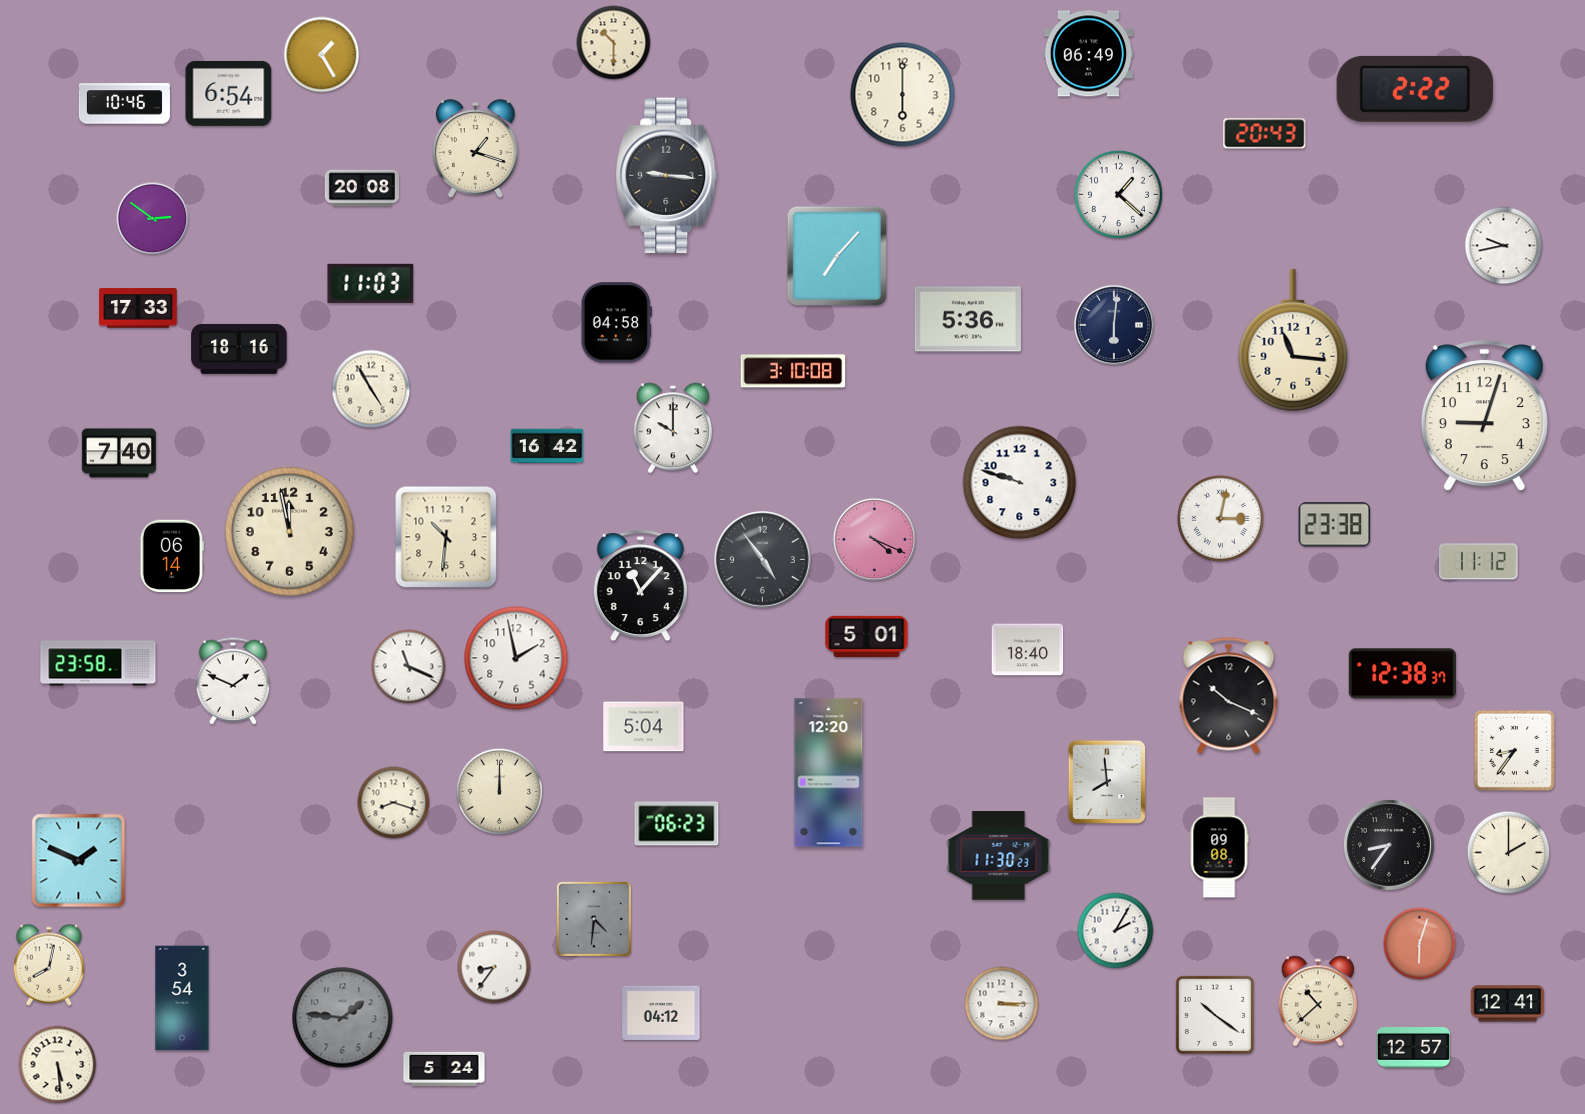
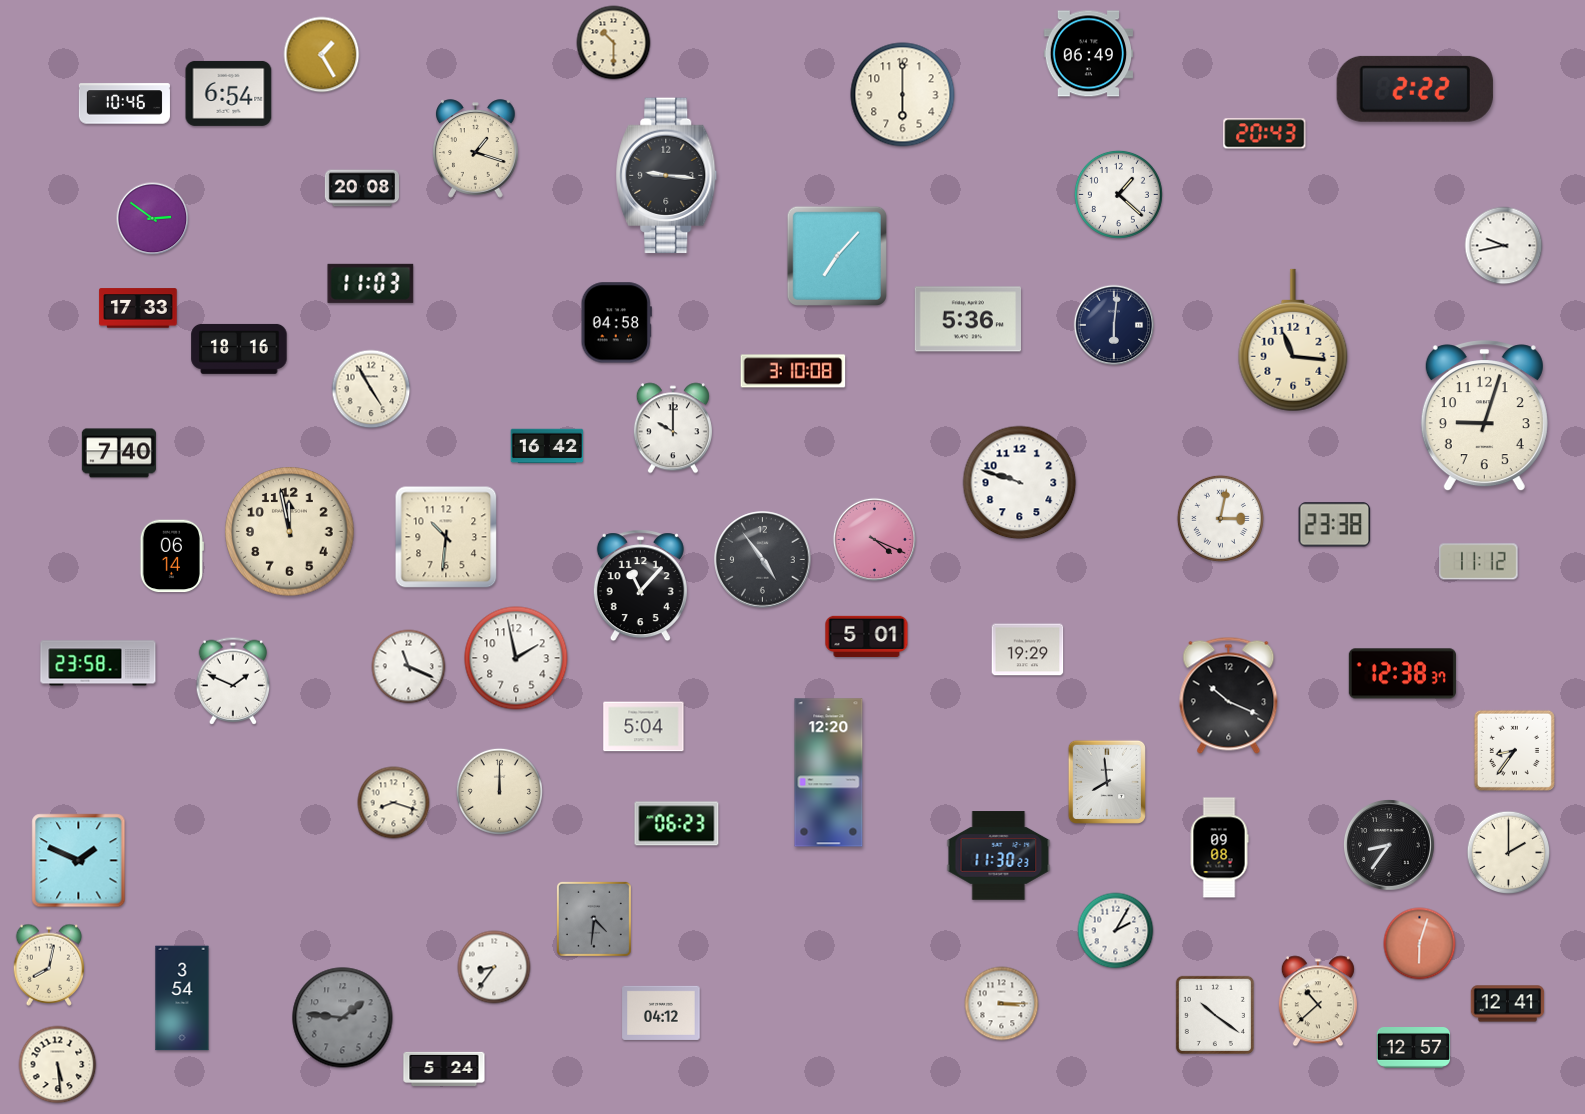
clock at (1028, 650): 18:40 -> 19:29
